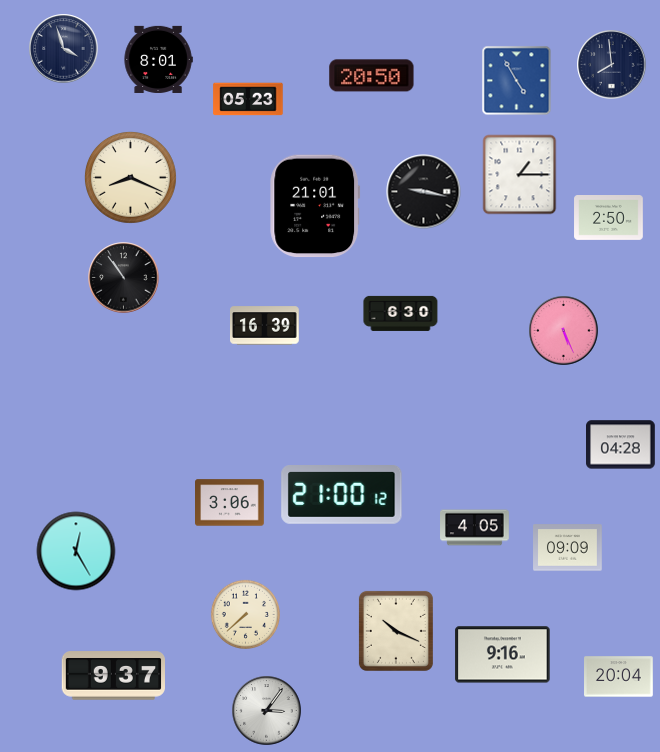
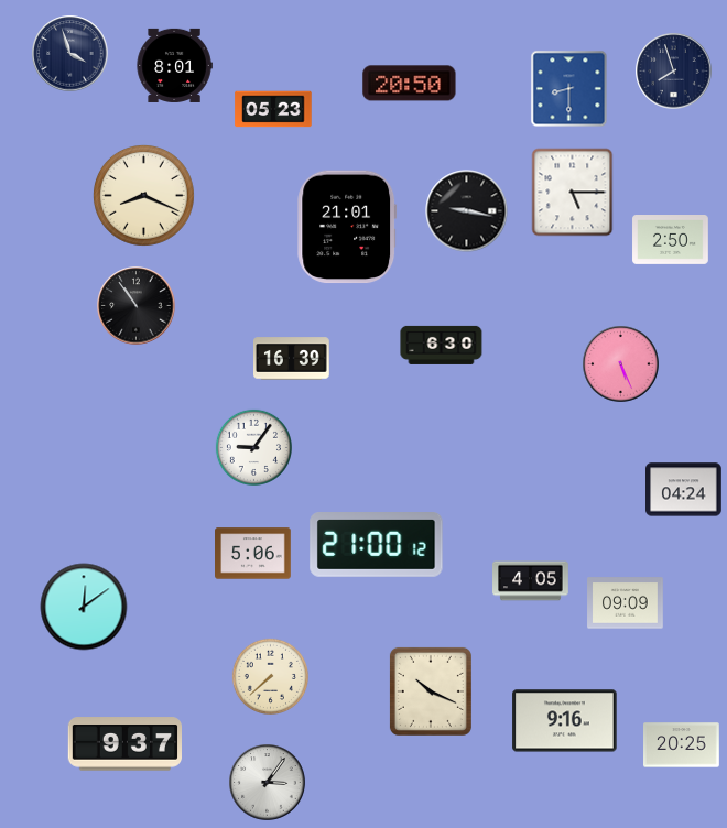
clock at (612, 65): 7:59 -> 7:57
clock at (517, 81): 4:55 -> 8:30
clock at (520, 175): 1:15 -> 5:15
clock at (253, 447): none -> 9:06
clock at (621, 445): 04:28 -> 04:24
clock at (230, 503): 3:06 -> 5:06
clock at (475, 528) position: (475, 528) -> (531, 581)
clock at (76, 551): 12:25 -> 12:09
clock at (396, 631) position: (396, 631) -> (431, 691)
clock at (503, 655) position: (503, 655) -> (565, 721)
clock at (619, 677): 20:04 -> 20:25
clock at (267, 711) position: (267, 711) -> (268, 783)
